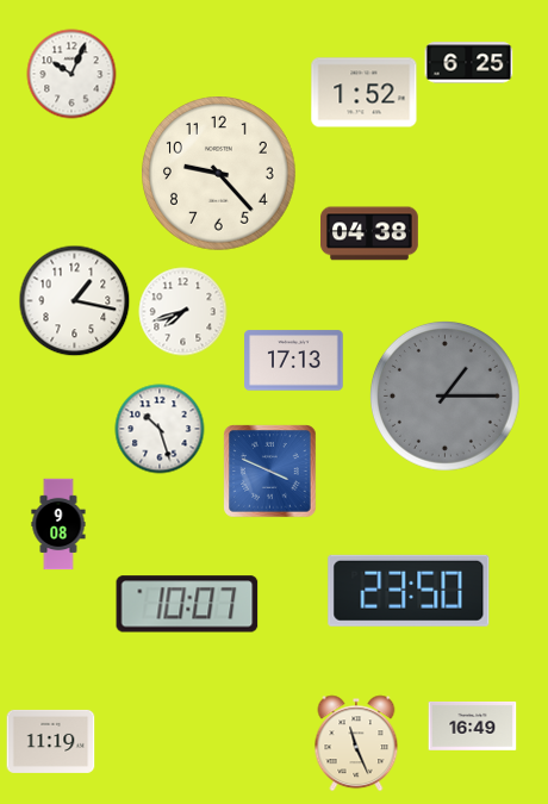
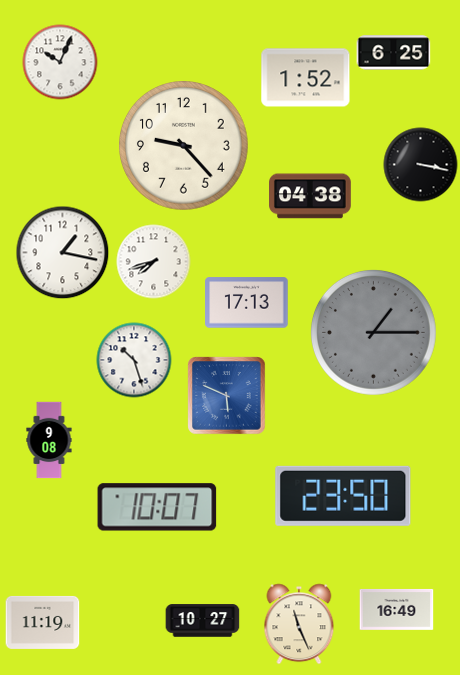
clock at (421, 165): none -> 3:17
clock at (270, 472): 3:49 -> 5:49
clock at (203, 621): none -> 10:27
